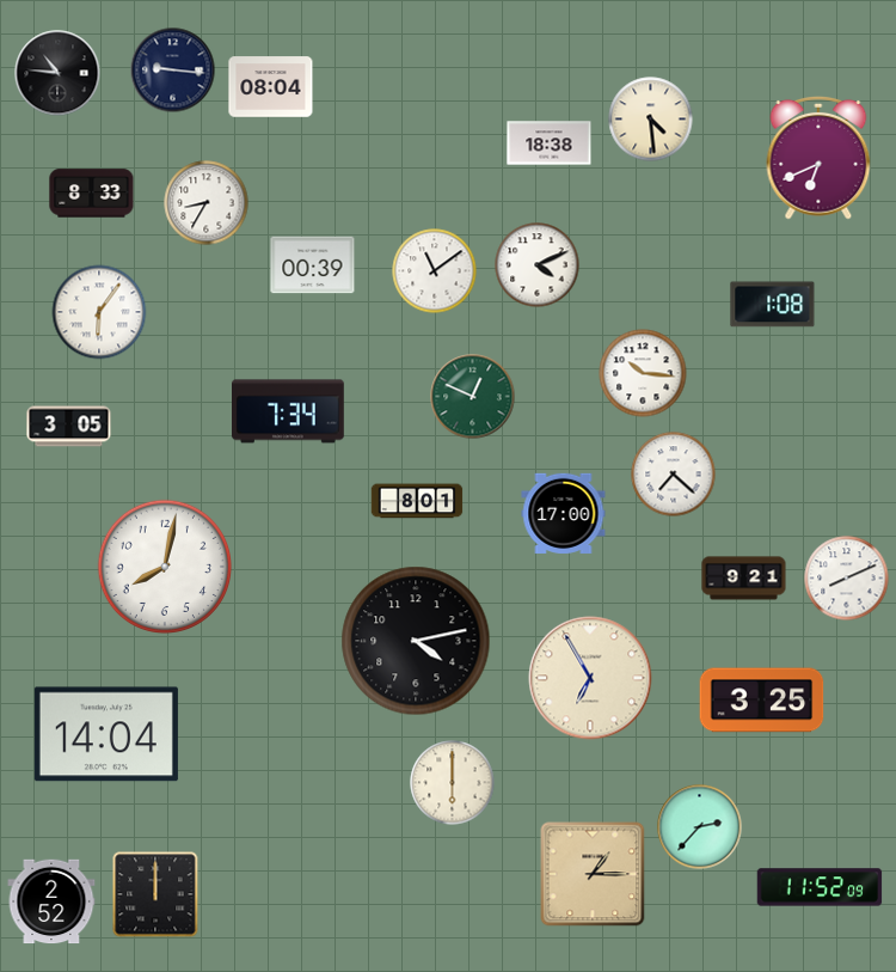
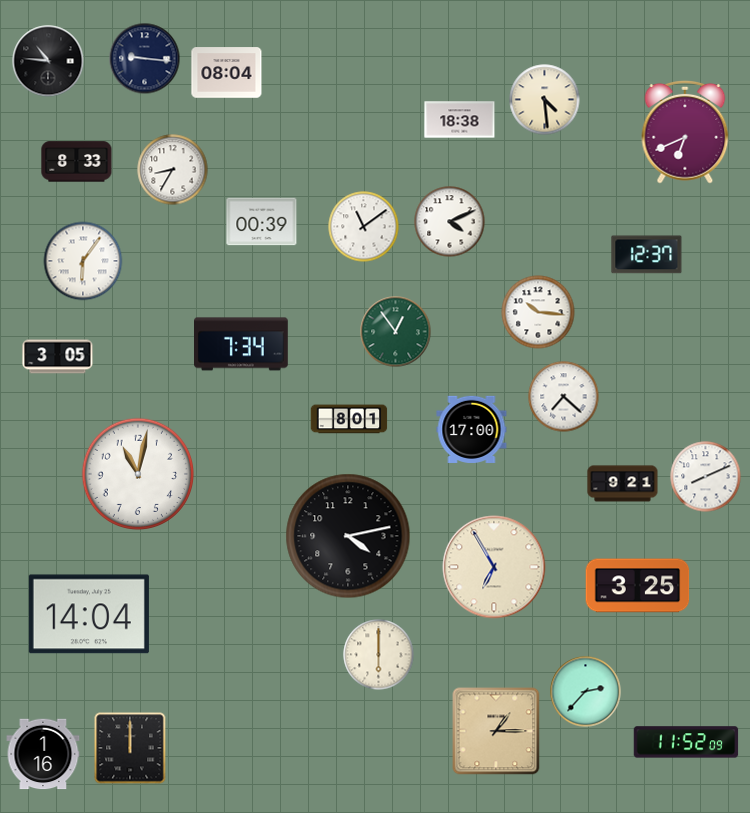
clock at (773, 305): 1:08 -> 12:37
clock at (473, 397): 12:49 -> 12:54
clock at (164, 566): 8:02 -> 11:02
clock at (847, 579) position: (847, 579) -> (706, 477)
clock at (51, 901): 2:52 -> 1:16
